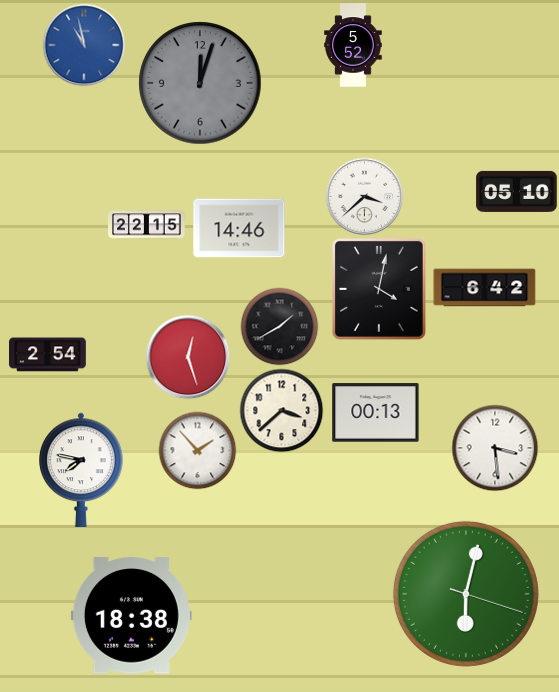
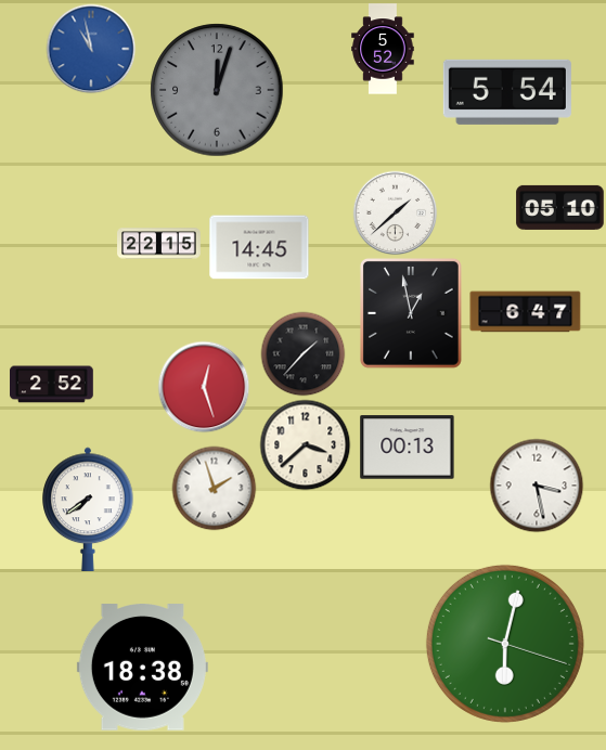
clock at (507, 92): none -> 5:54
clock at (364, 196): 3:38 -> 1:38
clock at (239, 228): 14:46 -> 14:45
clock at (485, 288): 6:42 -> 6:47
clock at (379, 289): 4:02 -> 12:58
clock at (279, 326): 1:40 -> 1:37
clock at (48, 355): 2:54 -> 2:52
clock at (495, 448): 3:29 -> 3:28
clock at (197, 450): 1:53 -> 1:57
clock at (81, 469): 7:47 -> 7:39
